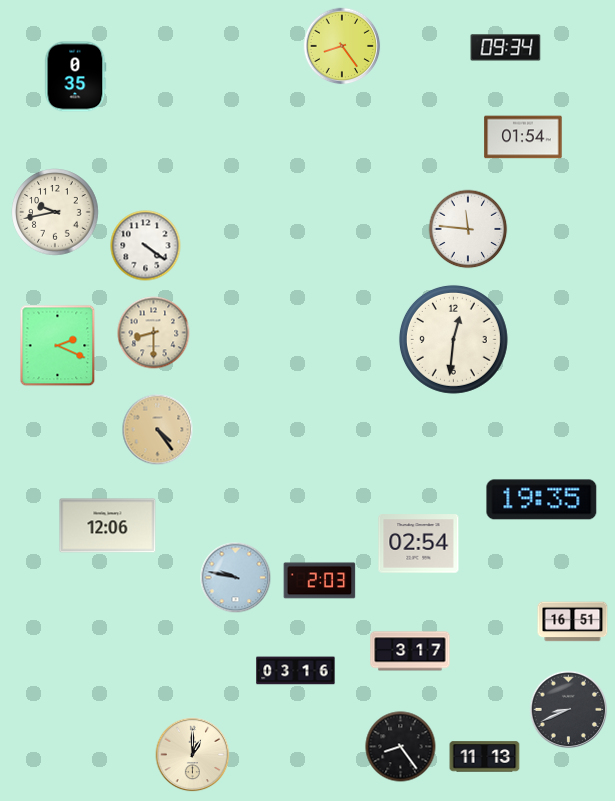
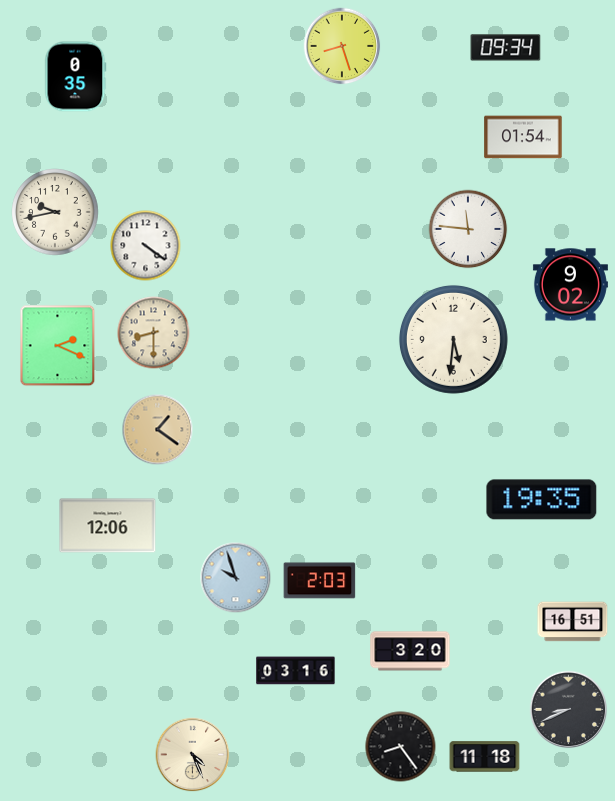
clock at (342, 46): 8:24 -> 8:27
clock at (570, 285): none -> 9:02
clock at (453, 339): 12:31 -> 5:31
clock at (158, 430): 4:24 -> 1:21
clock at (419, 544): 02:54 -> none
clock at (236, 578): 9:47 -> 9:57
clock at (410, 651): 3:17 -> 3:20
clock at (193, 755): 1:00 -> 4:26
clock at (485, 757): 11:13 -> 11:18
